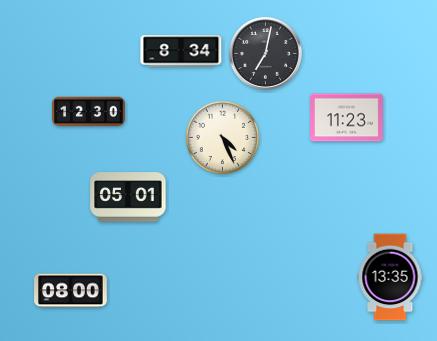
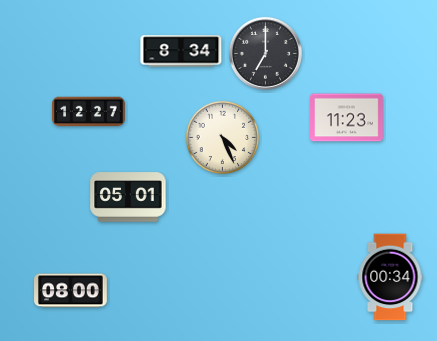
clock at (265, 53): 7:02 -> 7:00
clock at (89, 112): 12:30 -> 12:27
clock at (390, 277): 13:35 -> 00:34
